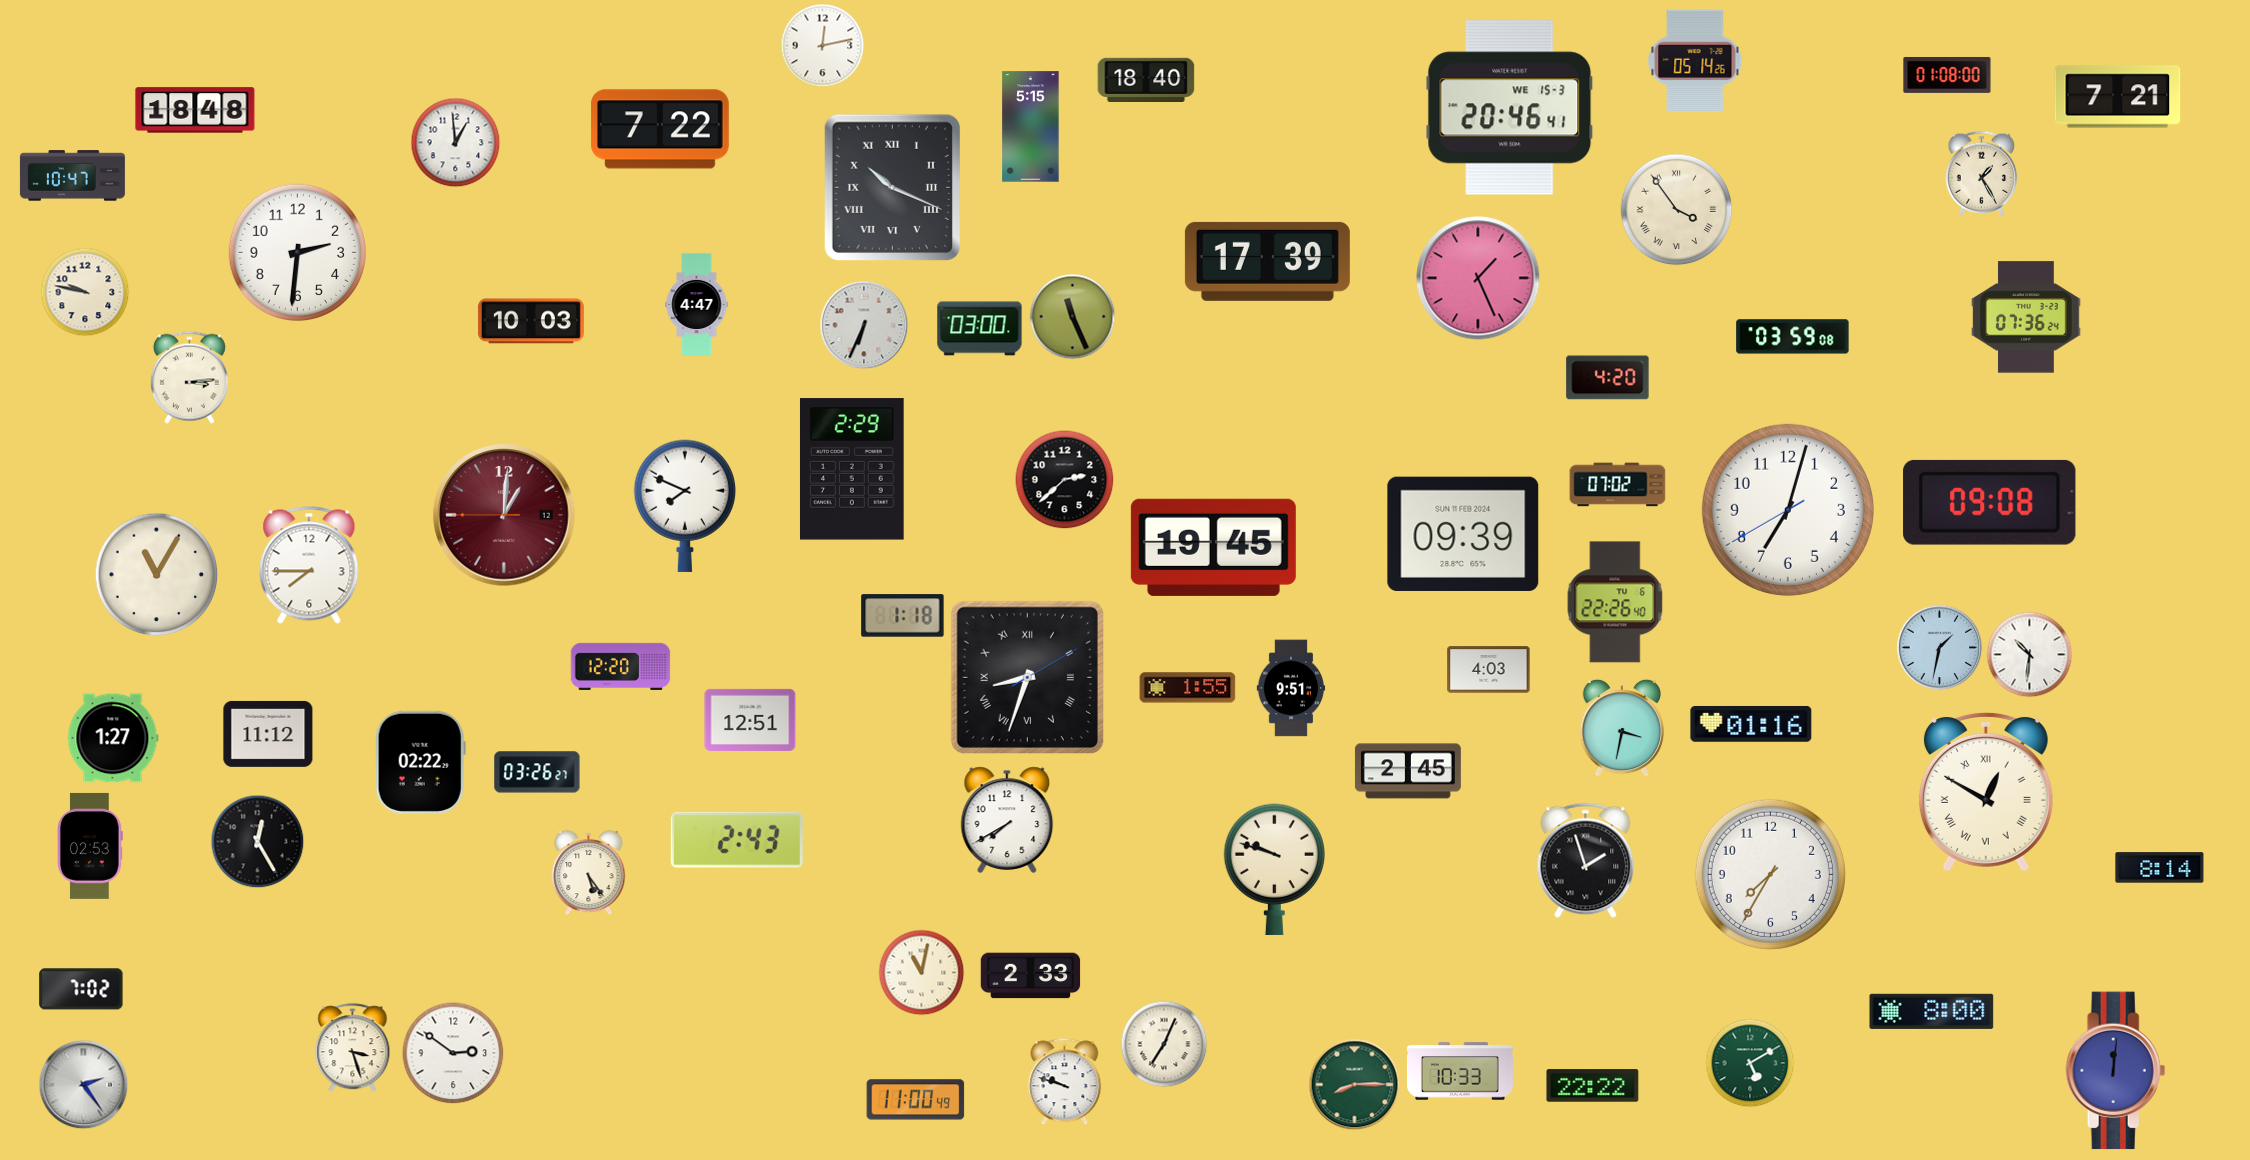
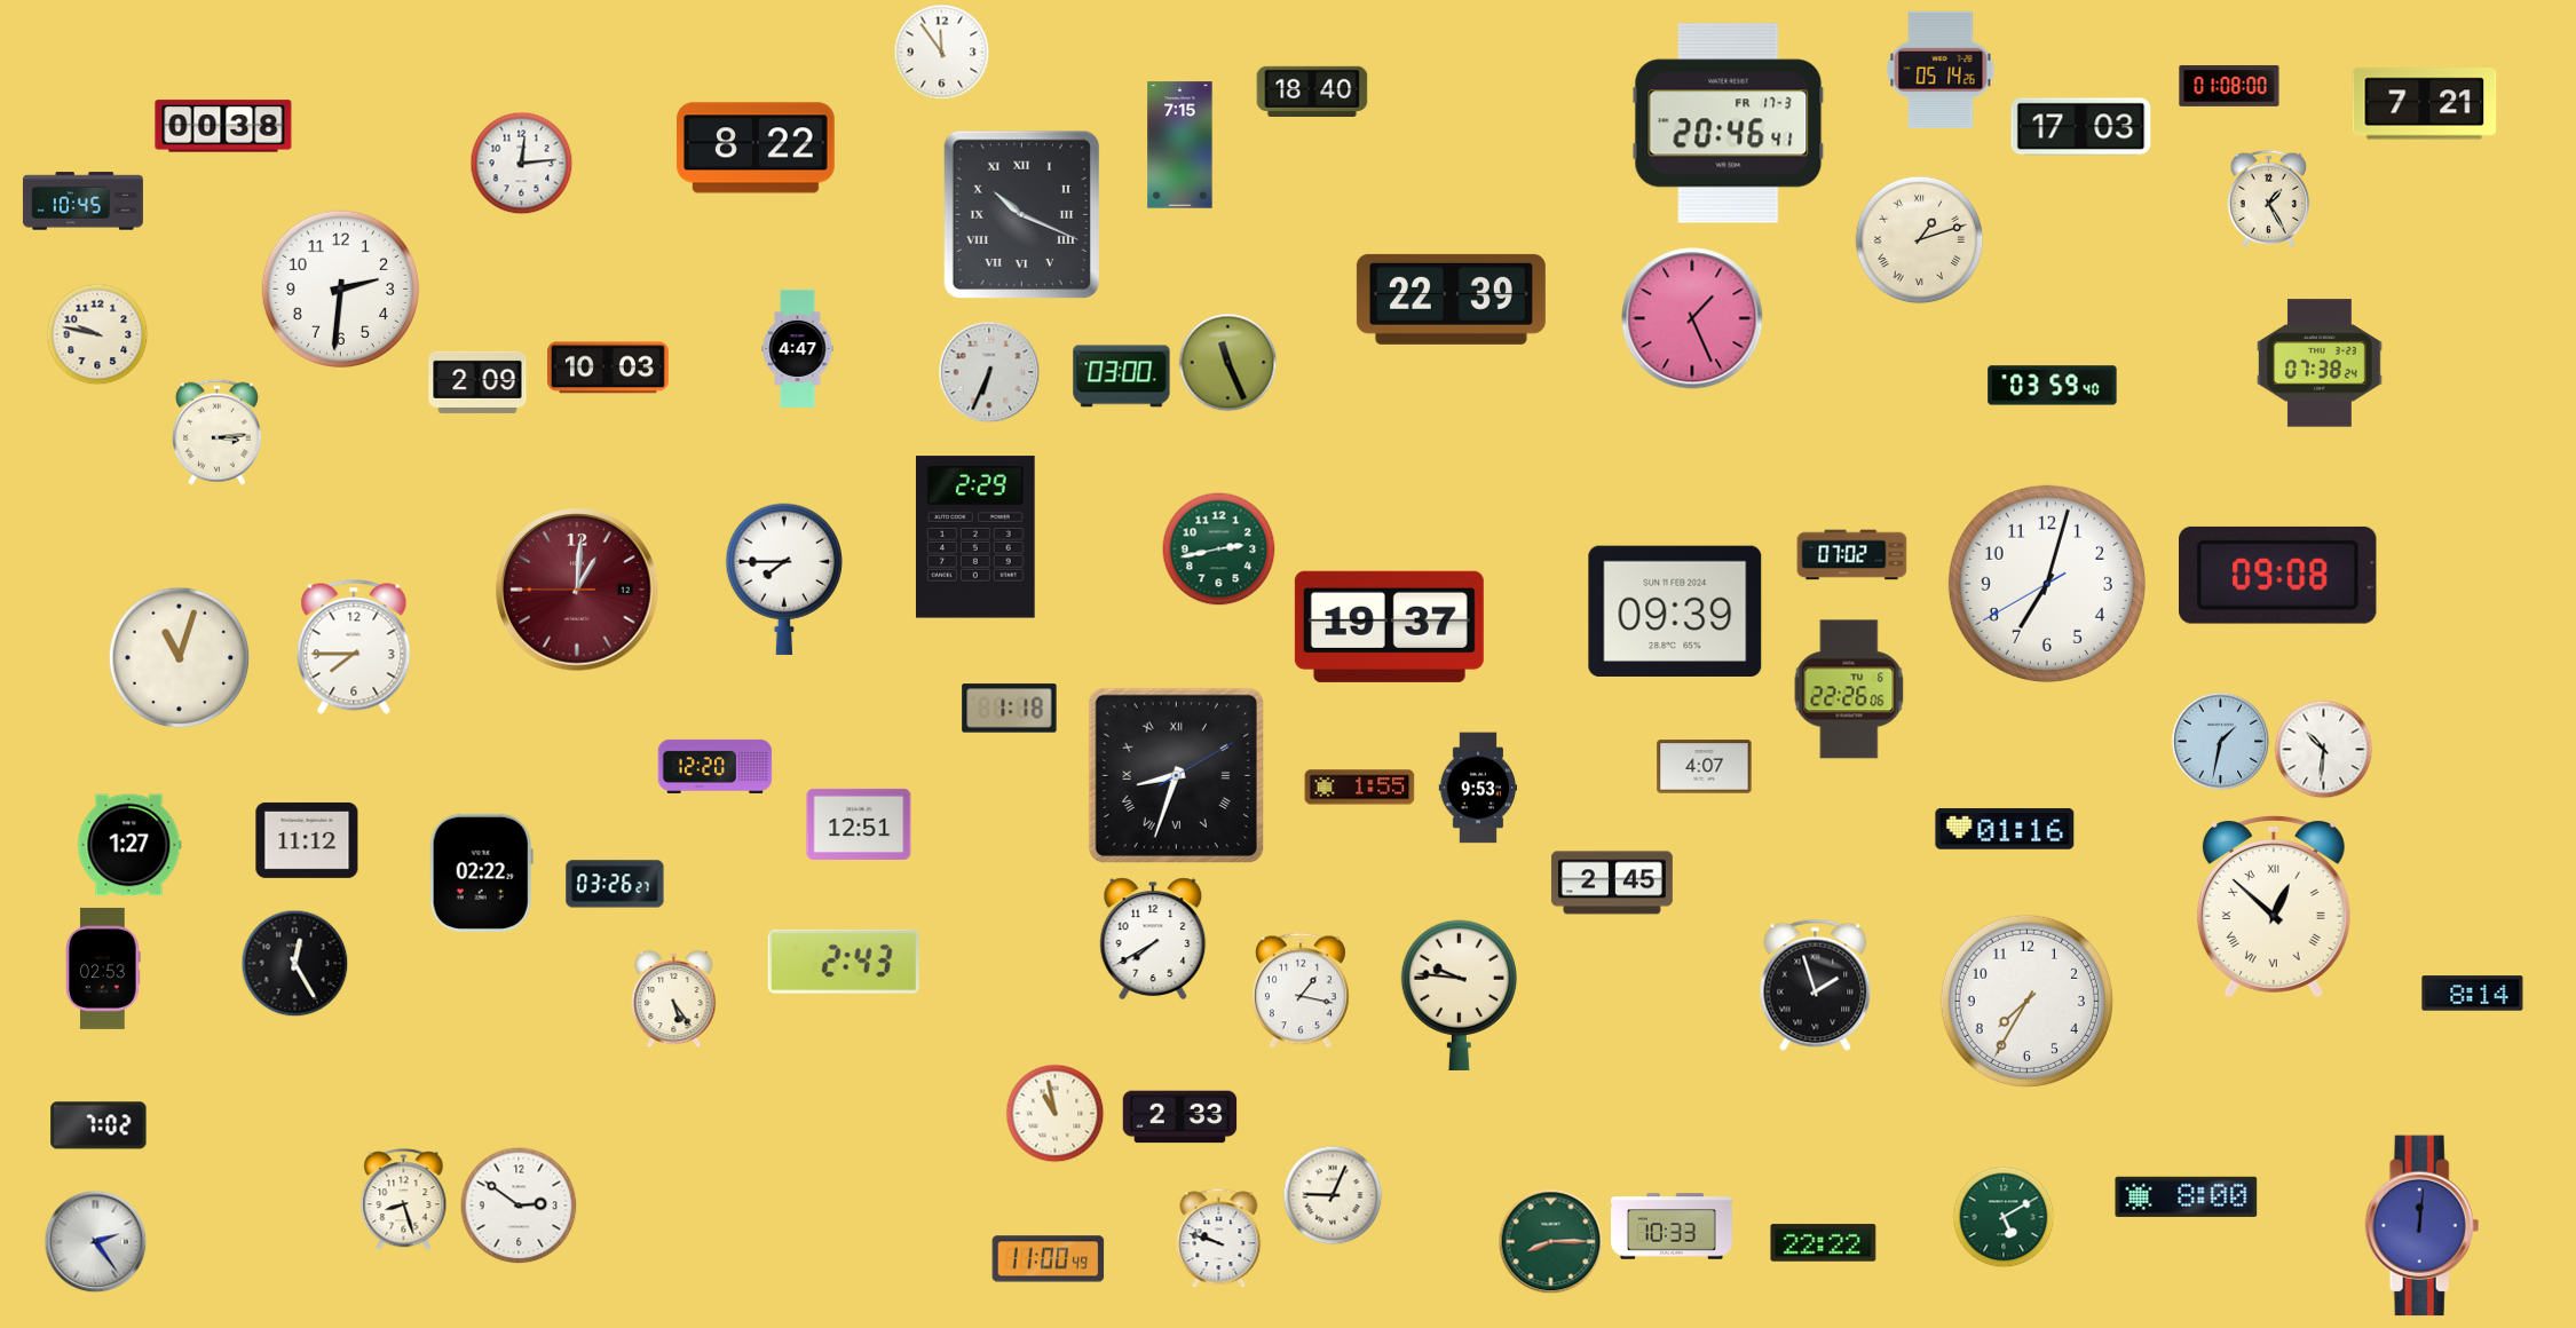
clock at (823, 46): 12:13 -> 11:54
clock at (2118, 97) position: (2118, 97) -> (2425, 104)
clock at (1510, 108) date: WE 15-3 -> FR 17-3
clock at (195, 110): 18:48 -> 00:38
clock at (2081, 127): none -> 17:03
clock at (1031, 127): 5:15 -> 7:15
clock at (660, 129): 7:22 -> 8:22
clock at (456, 143): 12:59 -> 12:14
clock at (72, 176): 10:47 -> 10:45
clock at (1677, 210): 3:54 -> 1:12
clock at (1267, 261): 17:39 -> 22:39
clock at (2026, 317): 07:36 -> 07:38
clock at (477, 382): none -> 2:09
clock at (1793, 337): 03:59:08 -> 03:59:40
clock at (1608, 378): 4:20 -> none
clock at (1065, 480): 2:38 -> 2:43
clock at (1065, 480) dial: black -> green
clock at (684, 506): 7:49 -> 7:45
clock at (1213, 547): 19:45 -> 19:37
clock at (157, 575): 11:05 -> 11:03
clock at (1615, 602): 22:26:40 -> 22:26:06
clock at (903, 616) position: (903, 616) -> (1010, 709)
clock at (621, 666) position: (621, 666) -> (716, 766)
clock at (1489, 670): 4:03 -> 4:07
clock at (1291, 688): 9:51 -> 9:53
clock at (1621, 728): 3:32 -> none
clock at (1986, 792): 12:50 -> 12:52
clock at (1301, 990): none -> 1:17
clock at (1274, 869): 9:48 -> 9:46
clock at (922, 973): 11:02 -> 10:58
clock at (81, 989) position: (81, 989) -> (98, 1125)
clock at (1932, 1011) position: (1932, 1011) -> (2187, 1196)
clock at (1164, 1044): 7:04 -> 9:04
clock at (353, 1048): 3:27 -> 8:27
